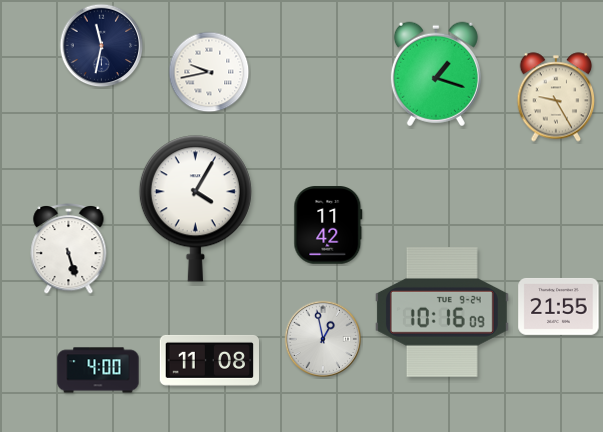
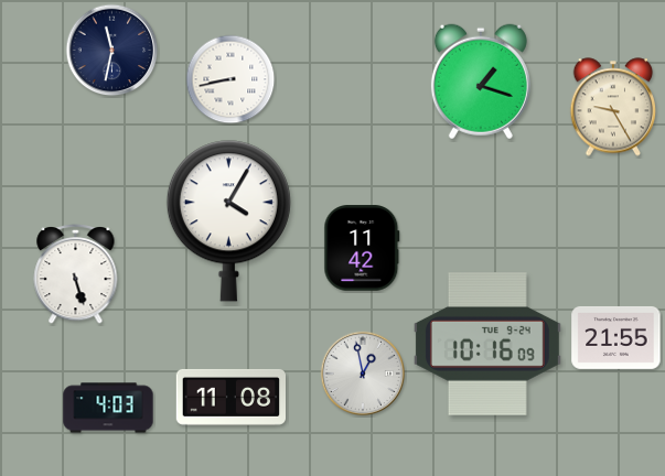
clock at (209, 72): 9:43 -> 8:43
clock at (195, 209) position: (195, 209) -> (228, 221)
clock at (323, 339) position: (323, 339) -> (363, 374)
clock at (98, 370): 4:00 -> 4:03
